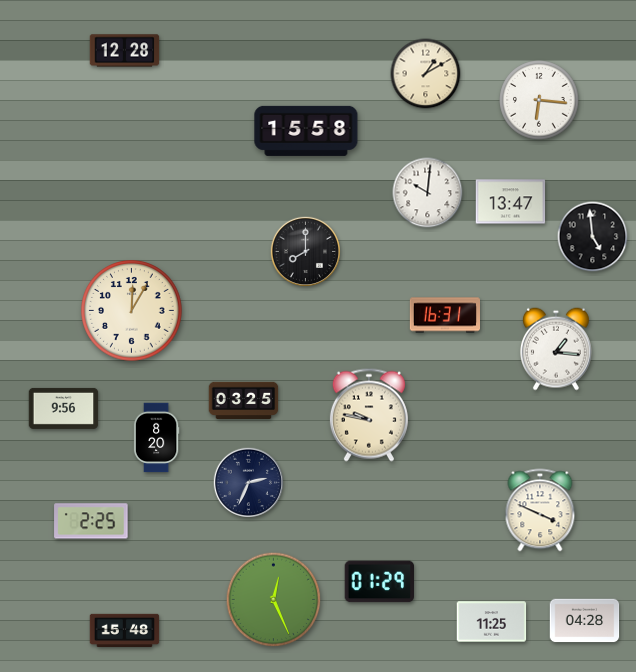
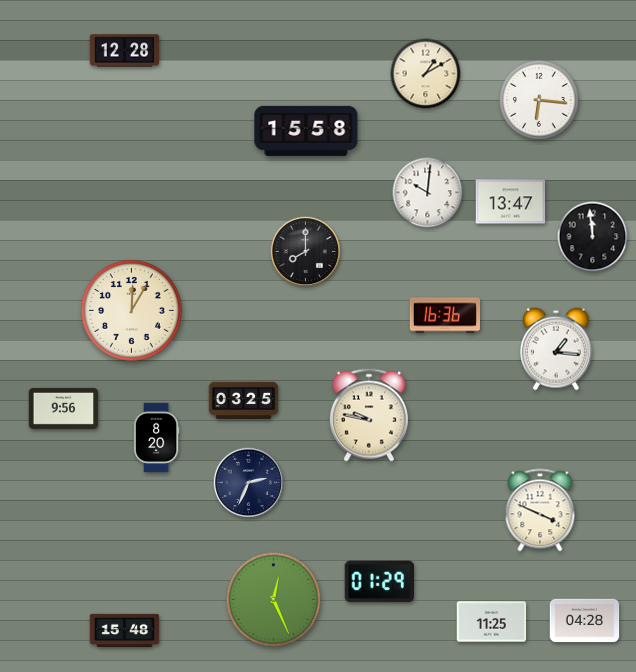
clock at (593, 237): 4:59 -> 11:59
clock at (445, 315): 16:31 -> 16:36
clock at (91, 521): 2:25 -> none
